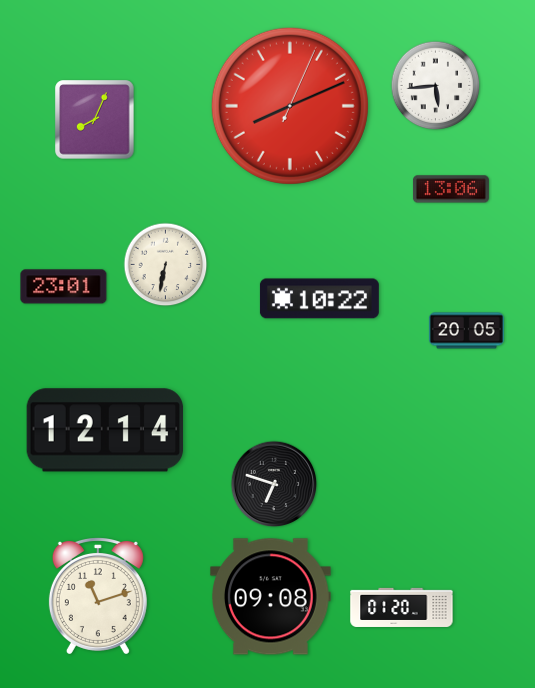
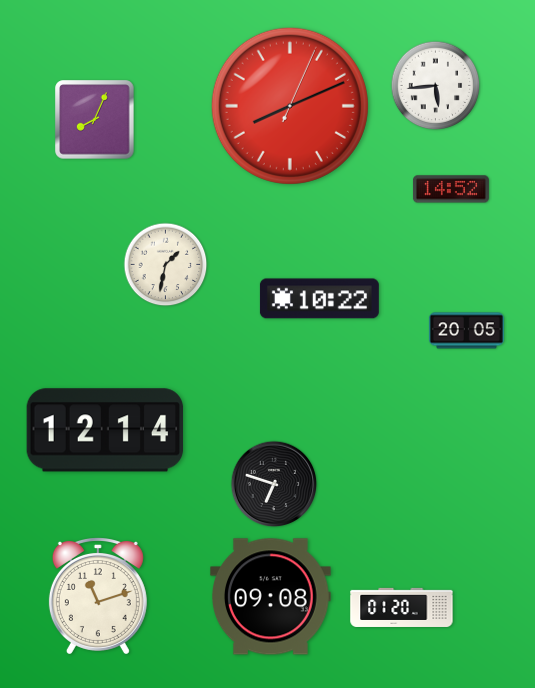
clock at (451, 189): 13:06 -> 14:52
clock at (166, 265): 6:32 -> 1:32
clock at (64, 287): 23:01 -> none
